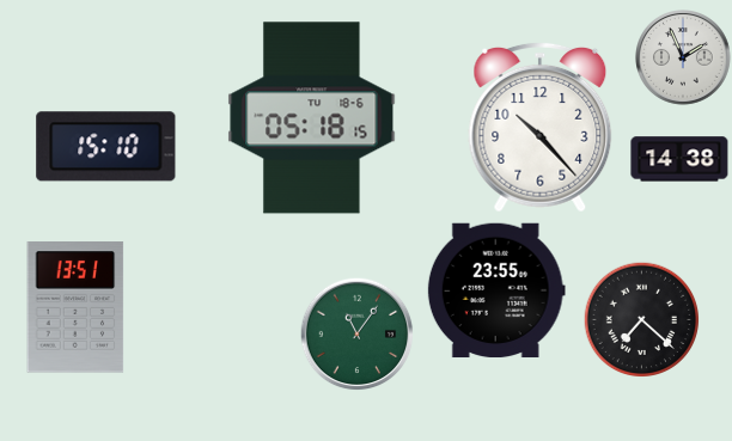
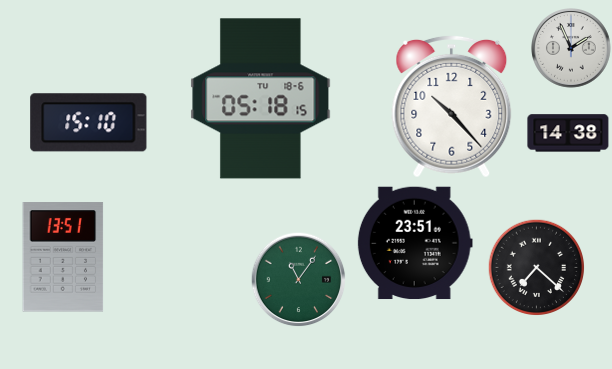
clock at (496, 290): 23:55 -> 23:51
